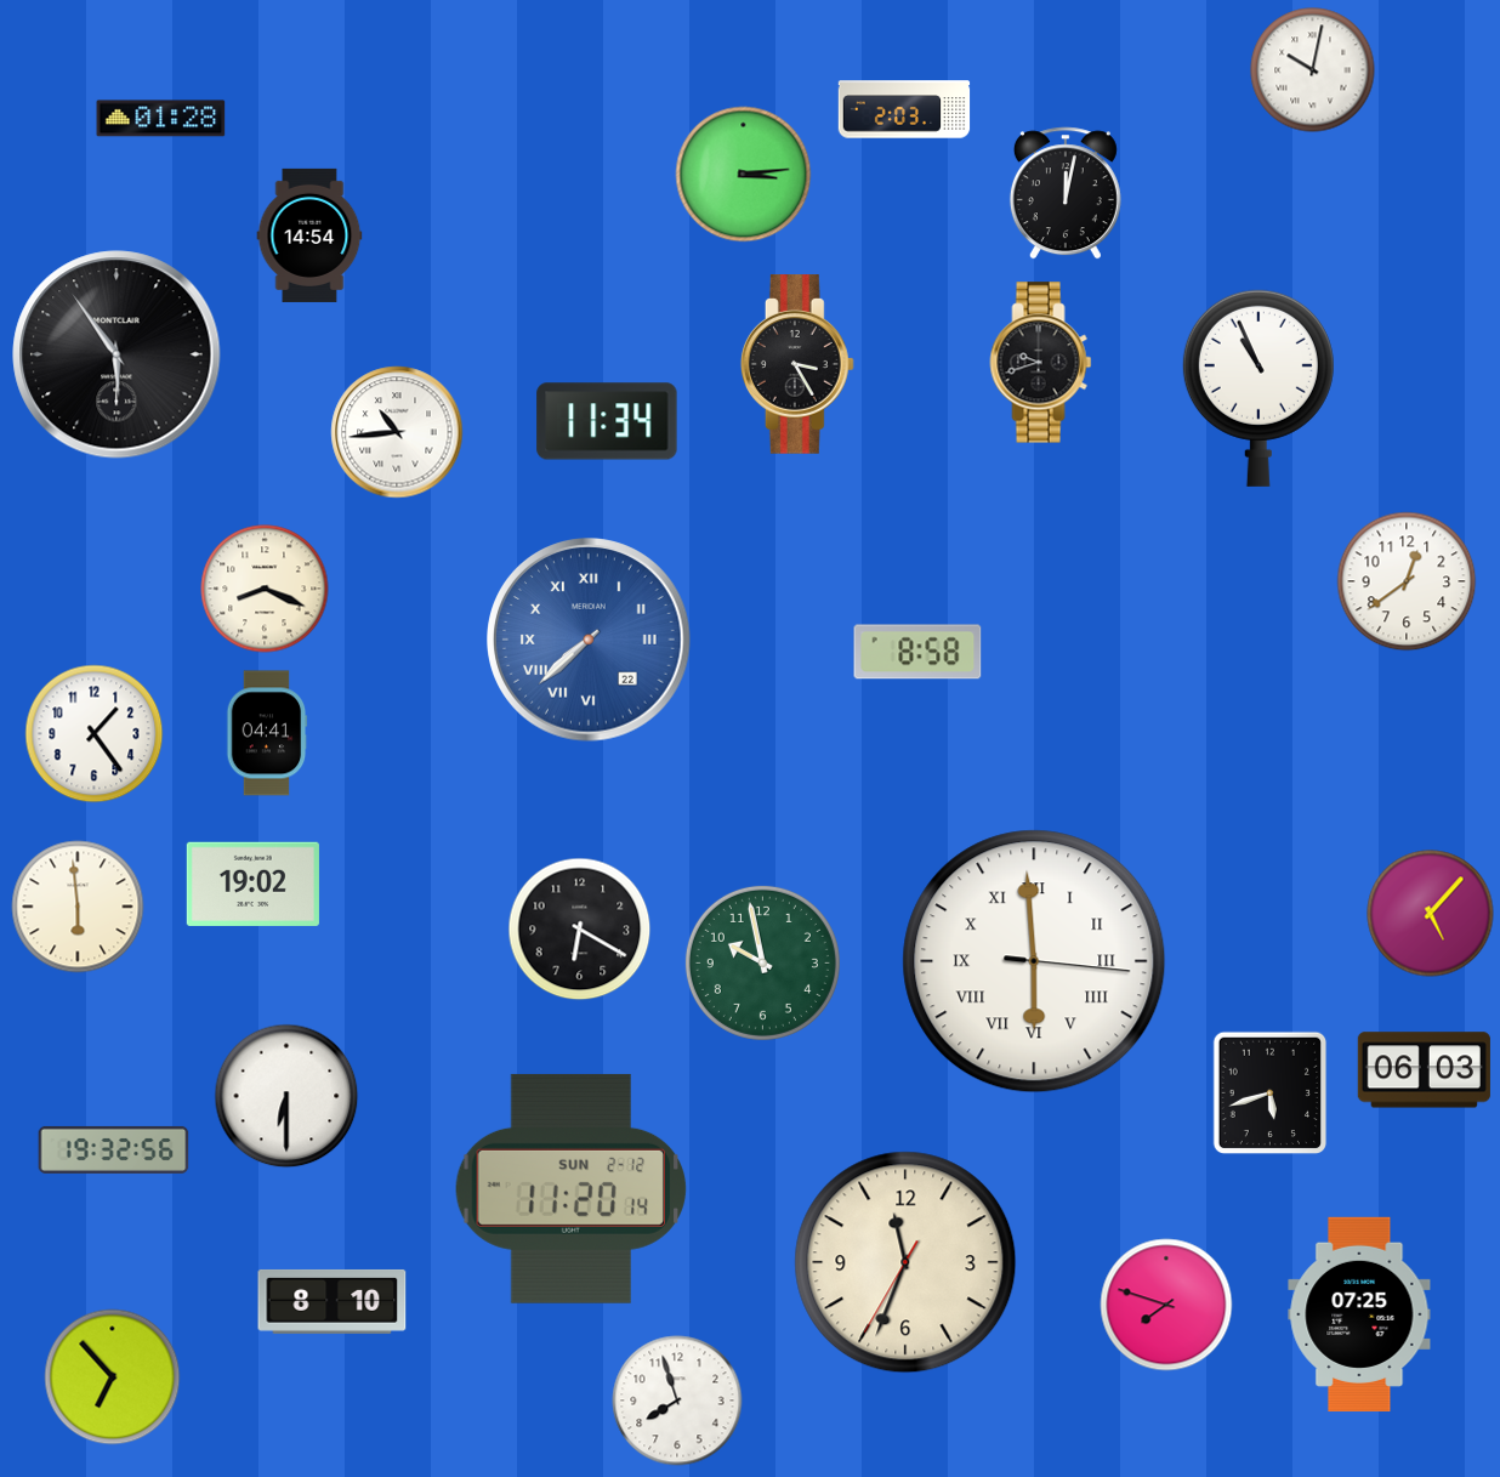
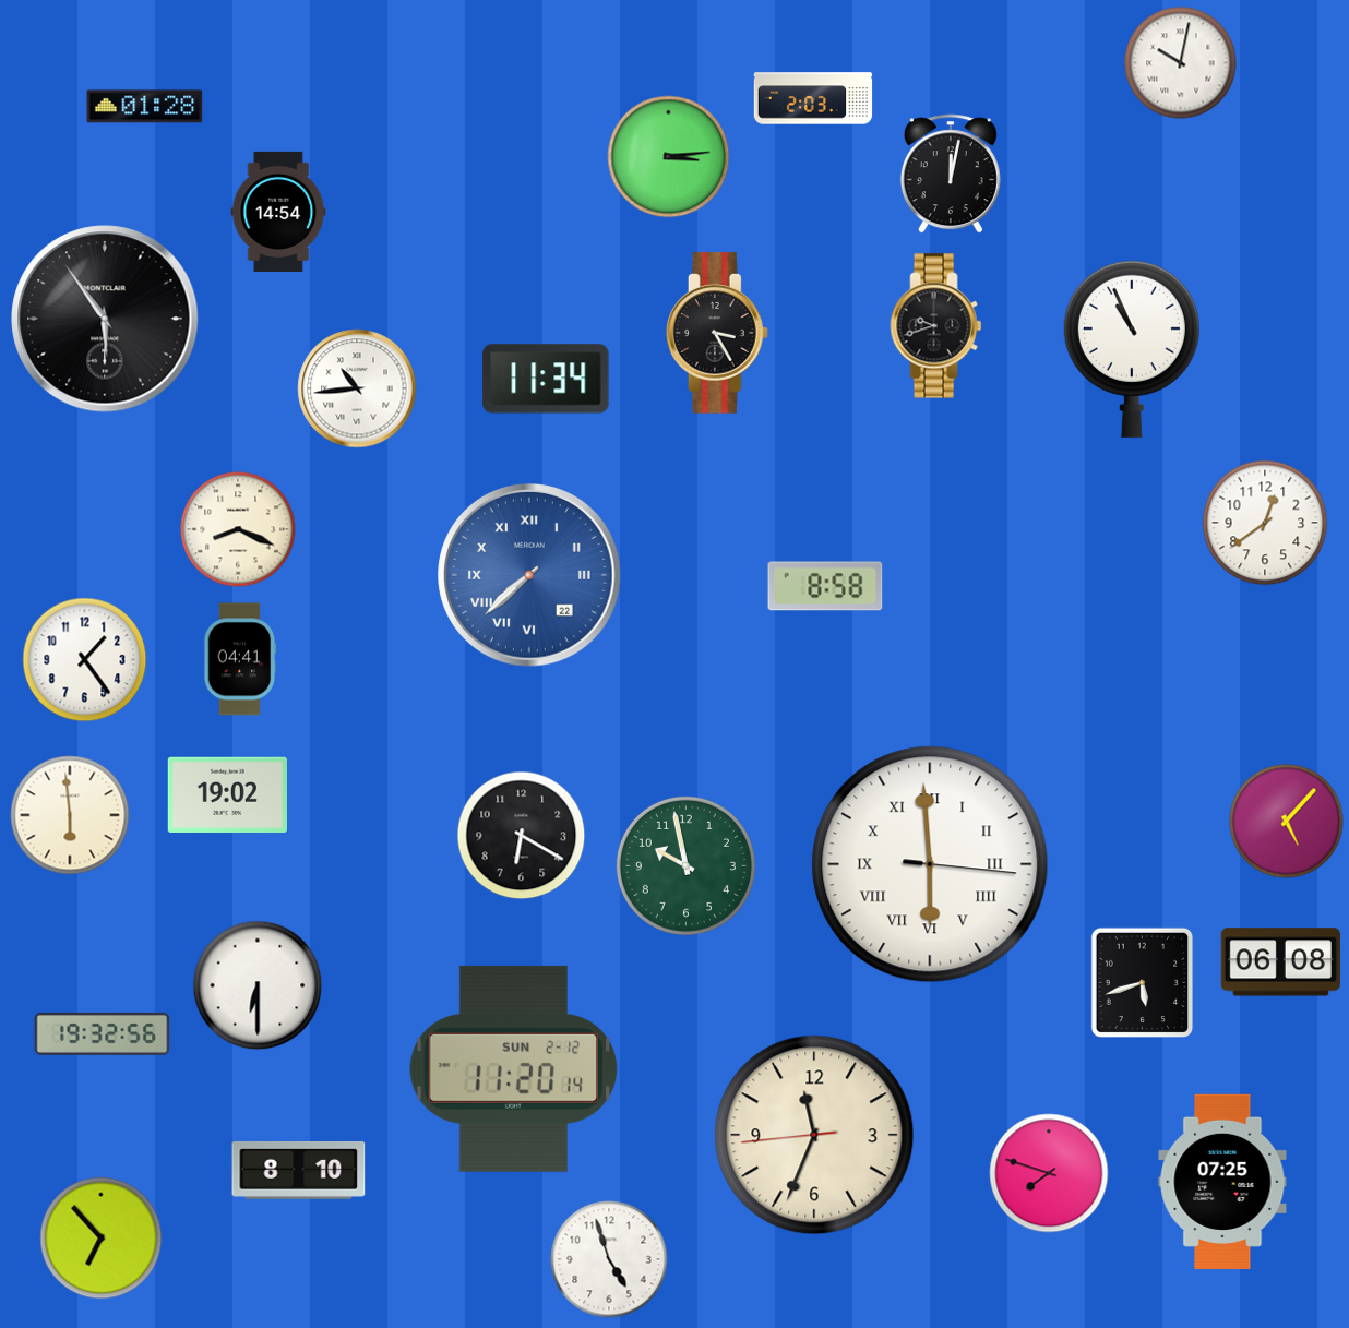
clock at (1066, 193) position: (1066, 193) -> (951, 174)
clock at (797, 364) position: (797, 364) -> (717, 333)
clock at (1424, 1070): 06:03 -> 06:08
clock at (905, 1262): 11:33:35 -> 11:33:44
clock at (677, 1401): 7:57 -> 4:57
